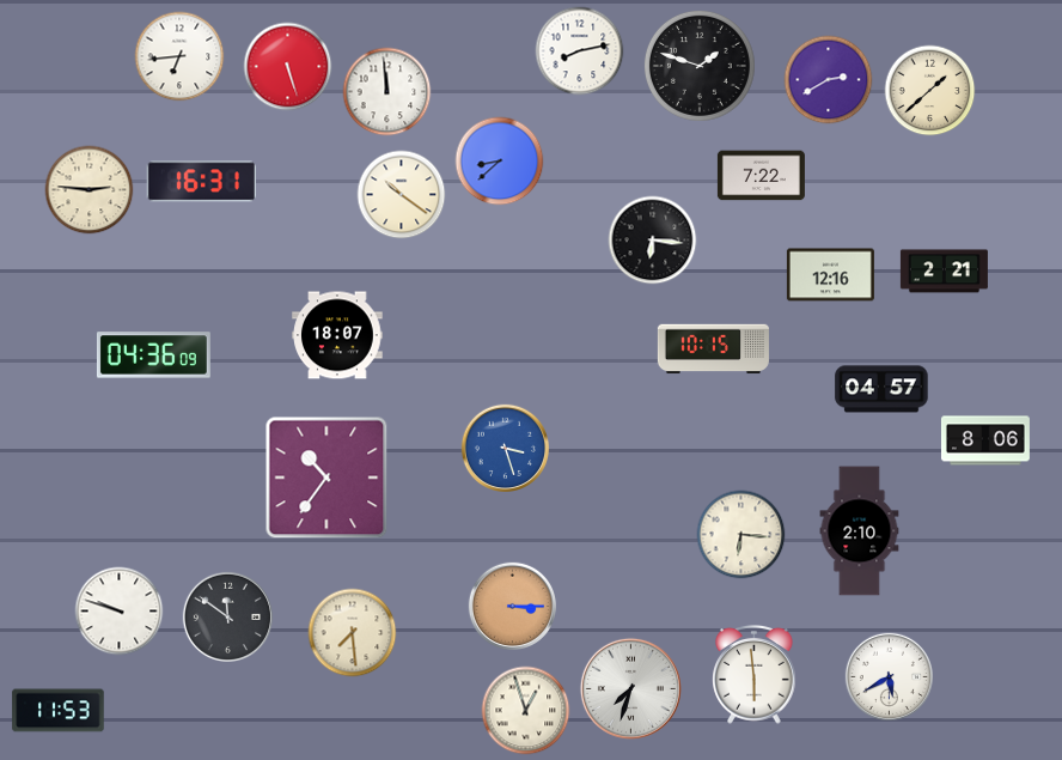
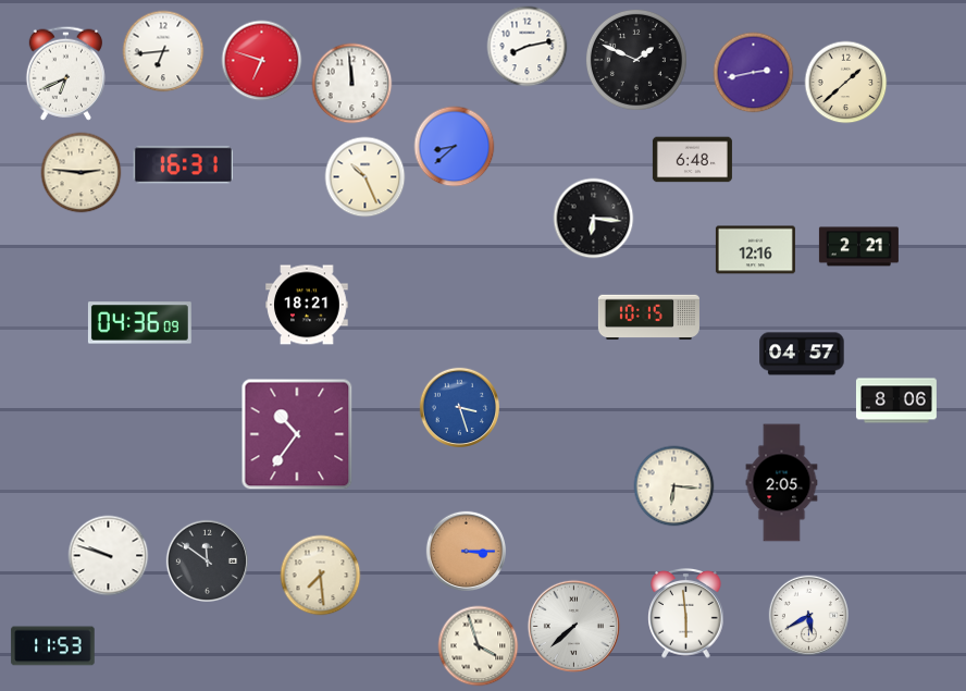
clock at (700, 66): 1:48 -> 1:49
clock at (288, 67): 5:27 -> 6:48
clock at (65, 73): none -> 6:41
clock at (829, 80): 2:40 -> 2:43
clock at (761, 176): 7:22 -> 6:48
clock at (402, 195): 10:21 -> 10:26
clock at (337, 335): 18:07 -> 18:21
clock at (860, 531): 2:10 -> 2:05
clock at (630, 688): 7:33 -> 7:38
clock at (526, 711): 12:57 -> 3:57
